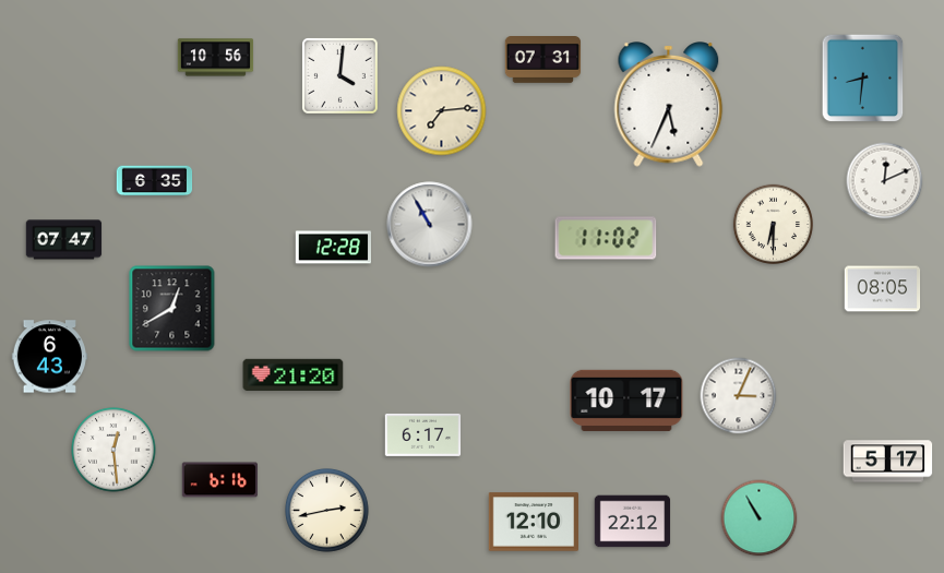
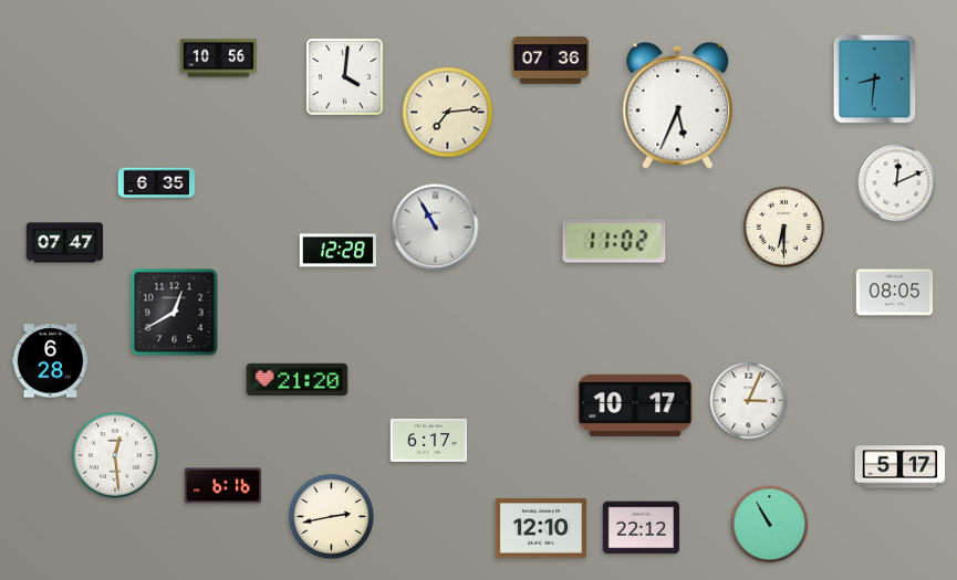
clock at (543, 60): 07:31 -> 07:36
clock at (50, 357): 6:43 -> 6:28
